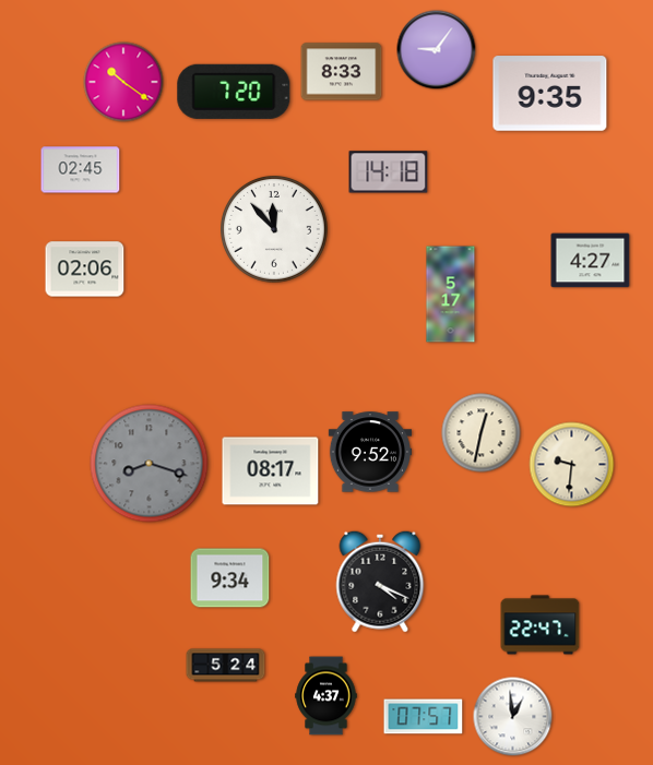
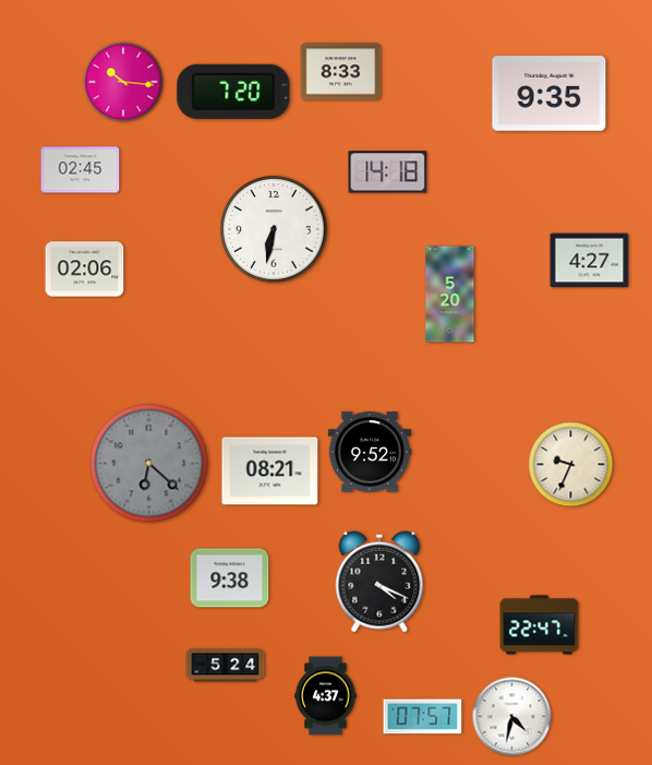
clock at (437, 50): 9:06 -> none
clock at (123, 82): 10:21 -> 10:16
clock at (275, 230): 11:53 -> 6:32
clock at (451, 295): 5:17 -> 5:20
clock at (482, 433): 12:32 -> none
clock at (150, 464): 8:18 -> 6:22
clock at (572, 465): 9:31 -> 9:34
clock at (271, 471): 08:17 -> 08:21
clock at (230, 578): 9:34 -> 9:38
clock at (513, 717): 12:59 -> 4:32
